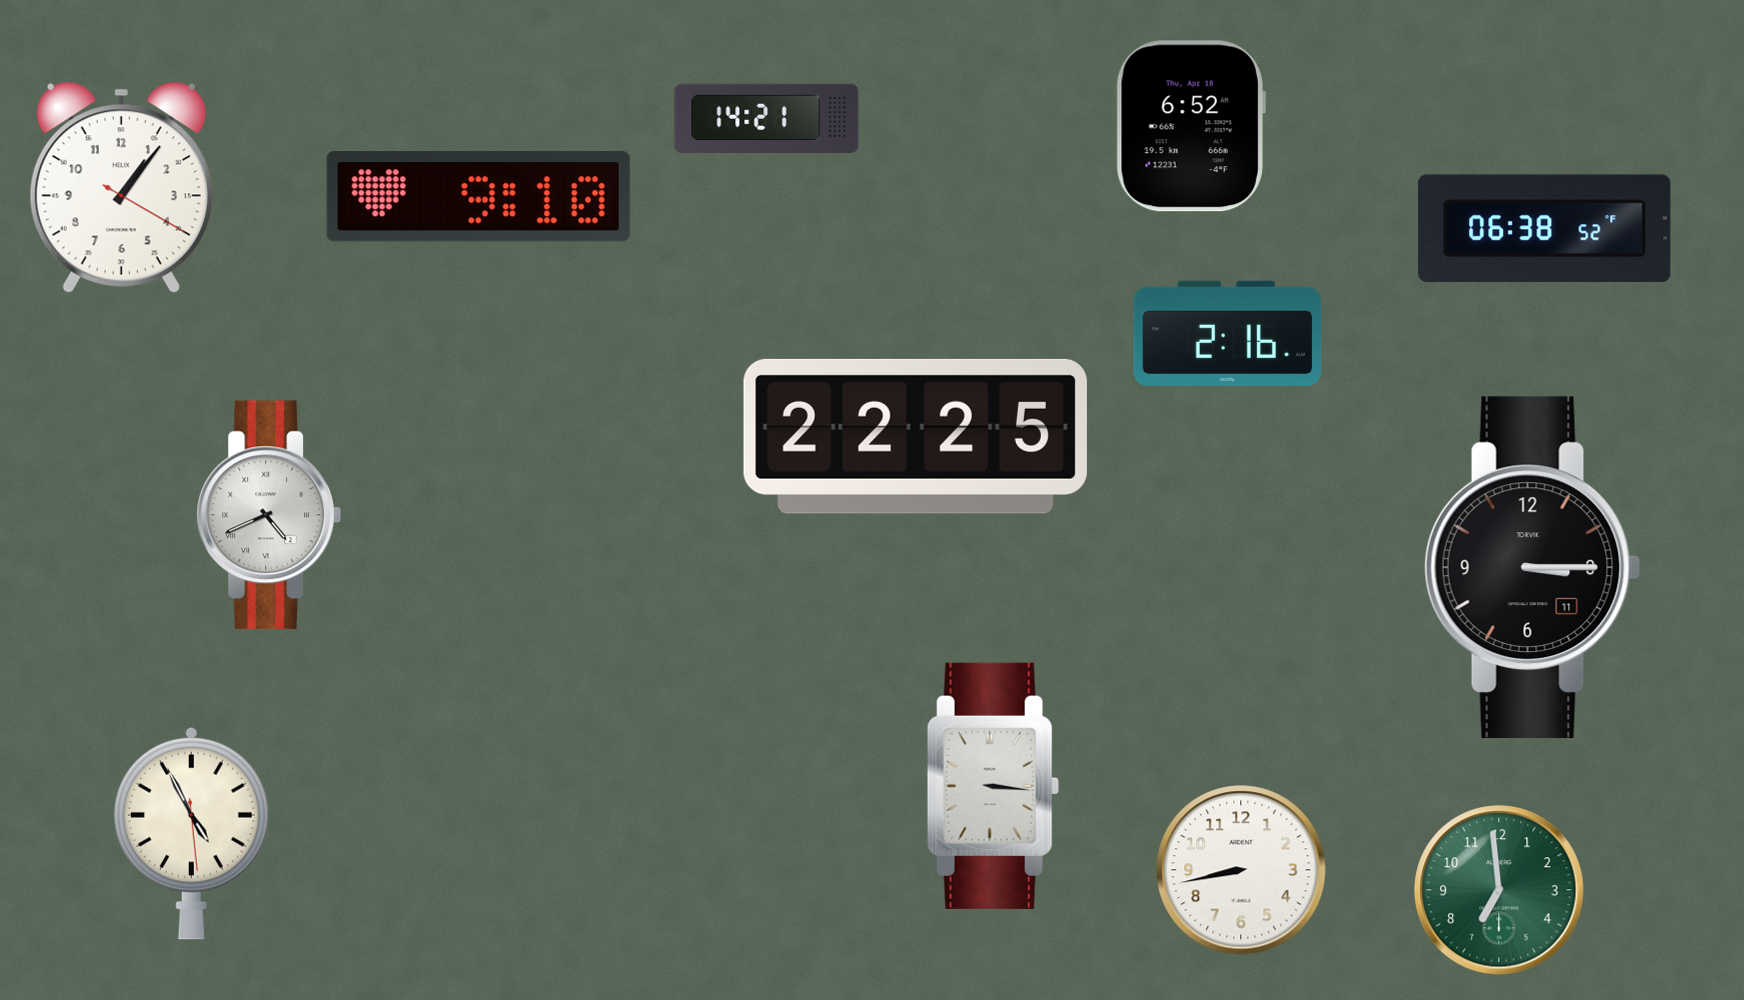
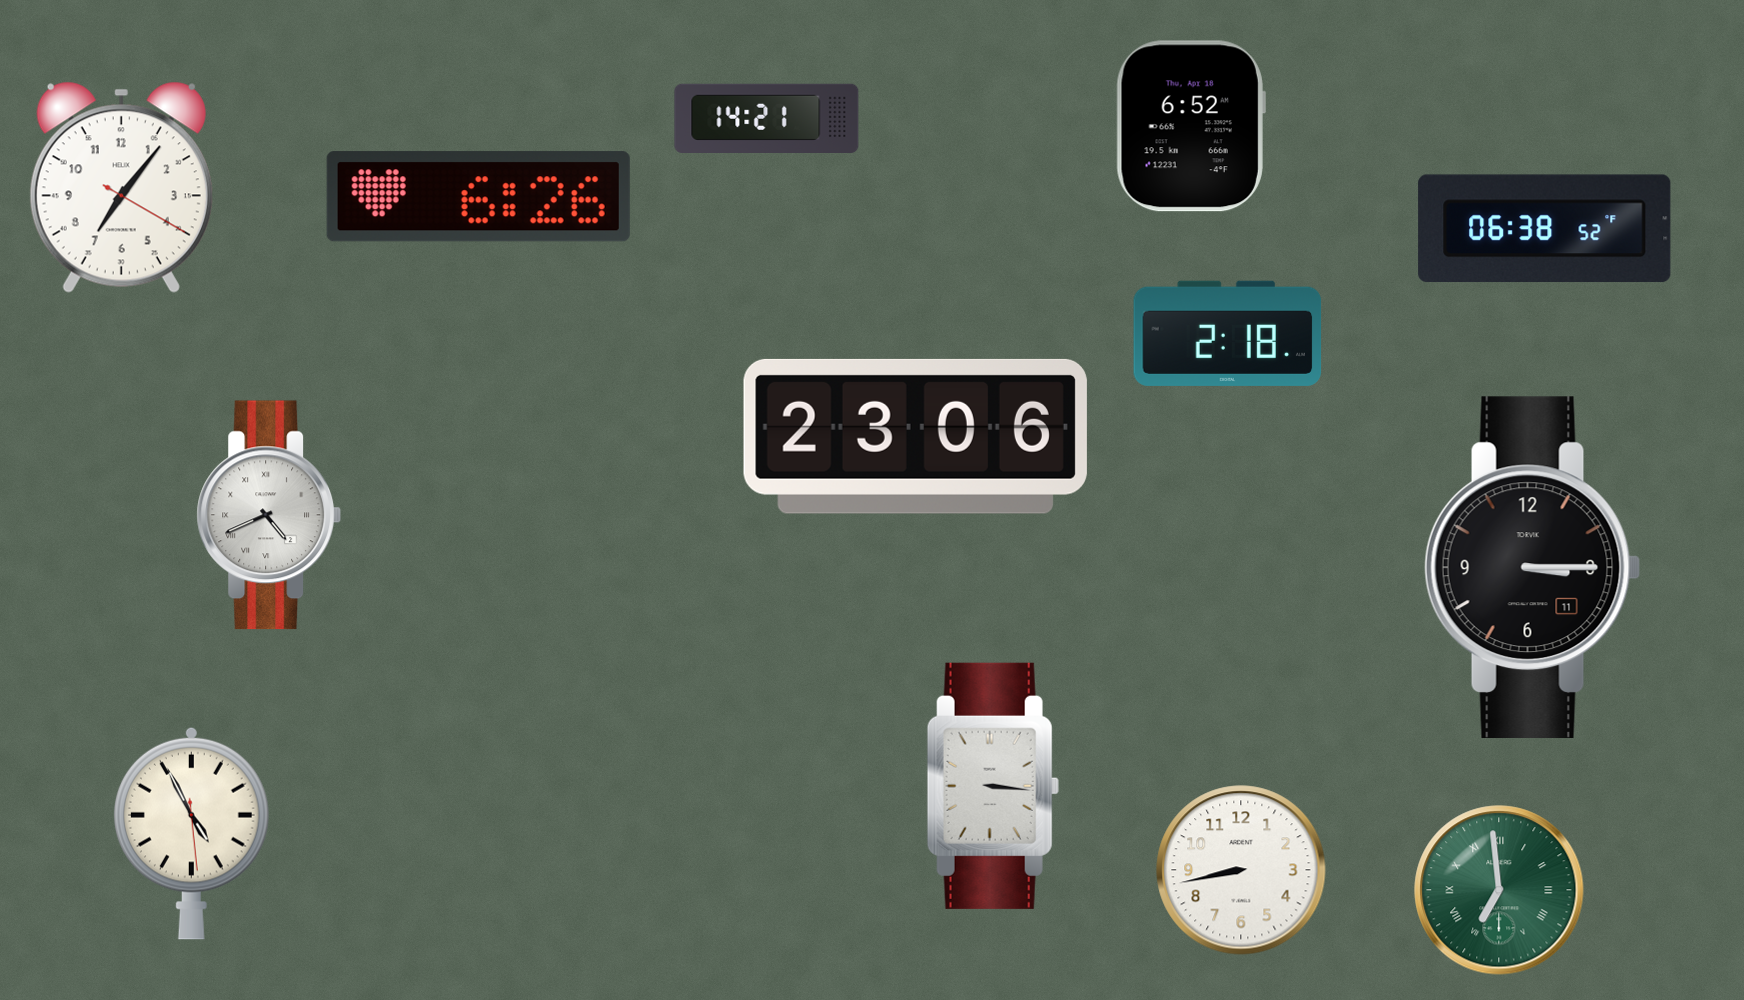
clock at (121, 187): 1:06 -> 7:06
clock at (478, 197): 9:10 -> 6:26
clock at (1228, 333): 2:16 -> 2:18
clock at (915, 436): 22:25 -> 23:06
clock at (1499, 890) numerals: Arabic -> Roman
